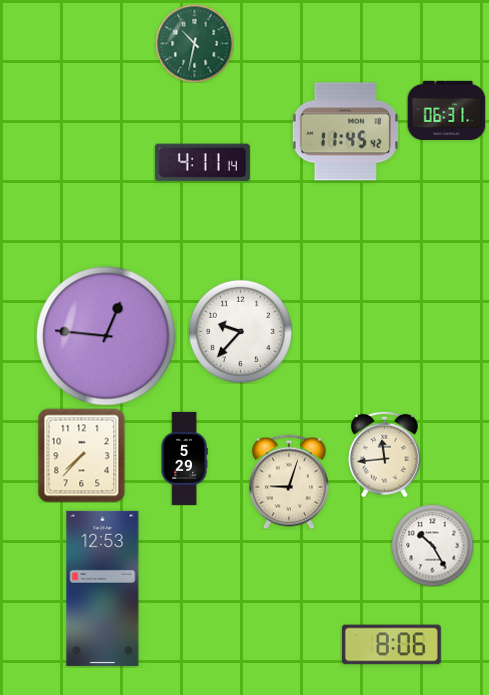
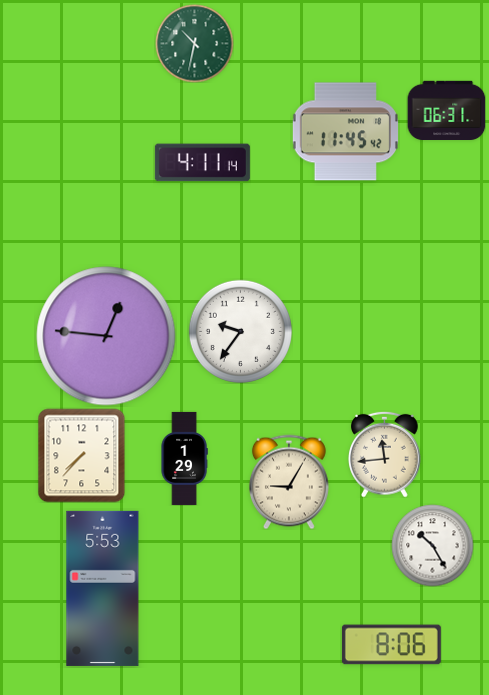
clock at (240, 331): 9:37 -> 9:36
clock at (184, 458): 5:29 -> 1:29
clock at (289, 482): 9:03 -> 9:05
clock at (103, 588): 12:53 -> 5:53
